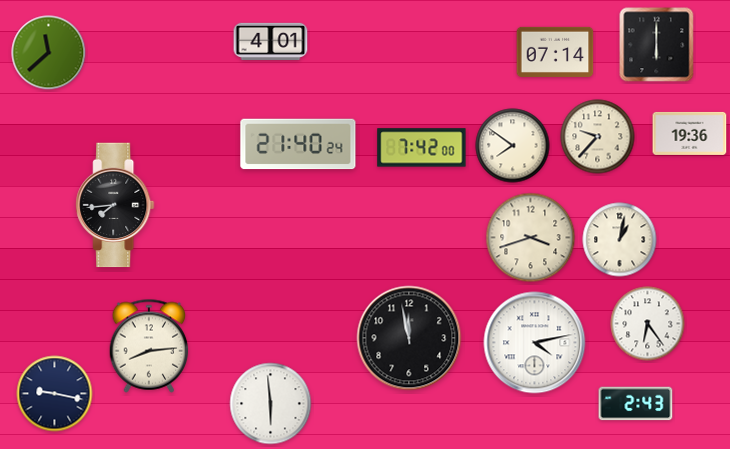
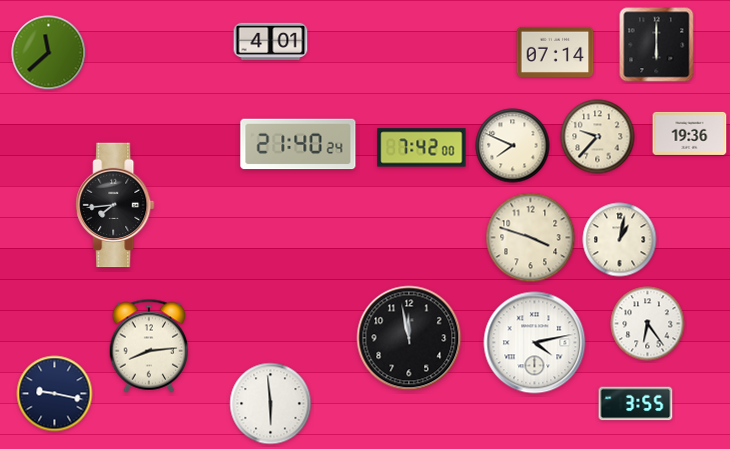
clock at (513, 146): 7:51 -> 7:49
clock at (531, 238): 3:42 -> 3:48
clock at (636, 404): 2:43 -> 3:55
